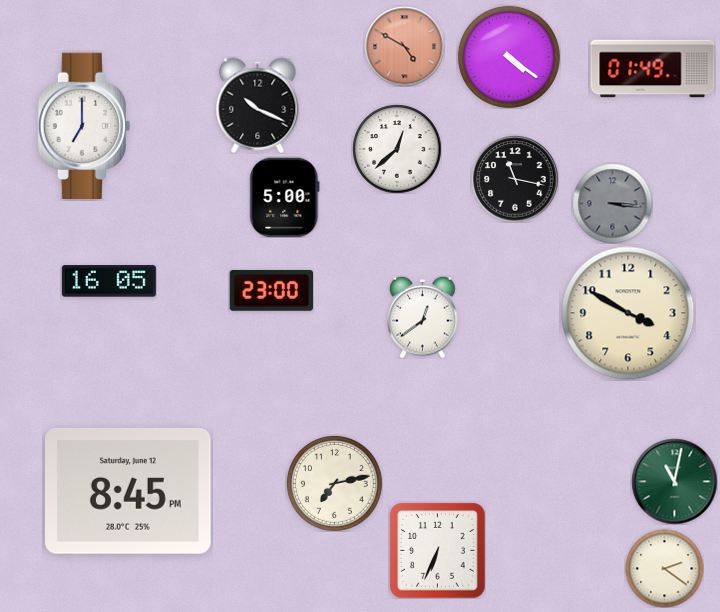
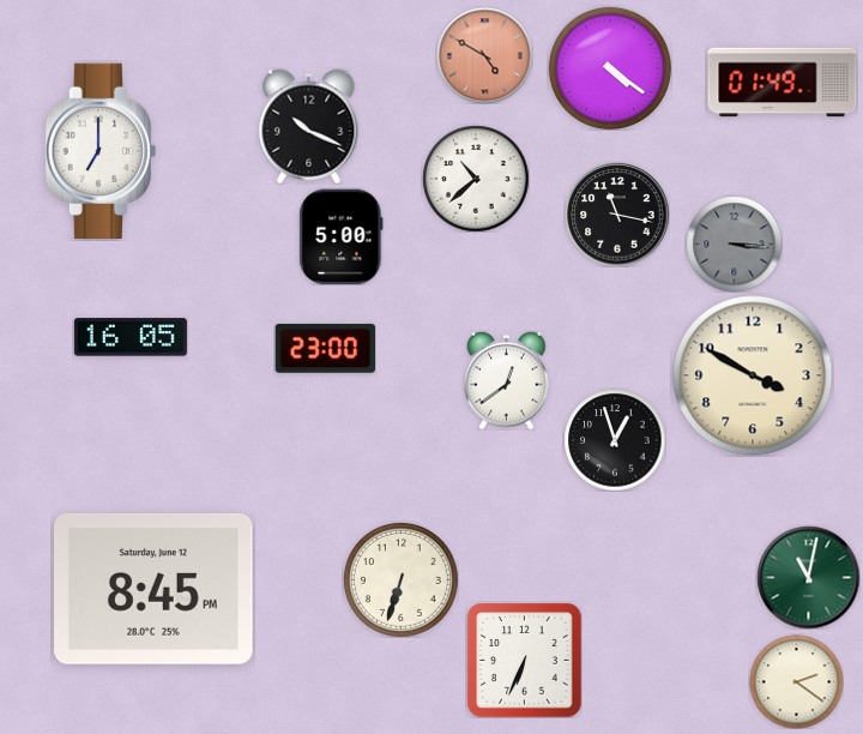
clock at (397, 149): 12:38 -> 10:38
clock at (615, 440): none -> 12:57
clock at (334, 483): 7:13 -> 6:33
